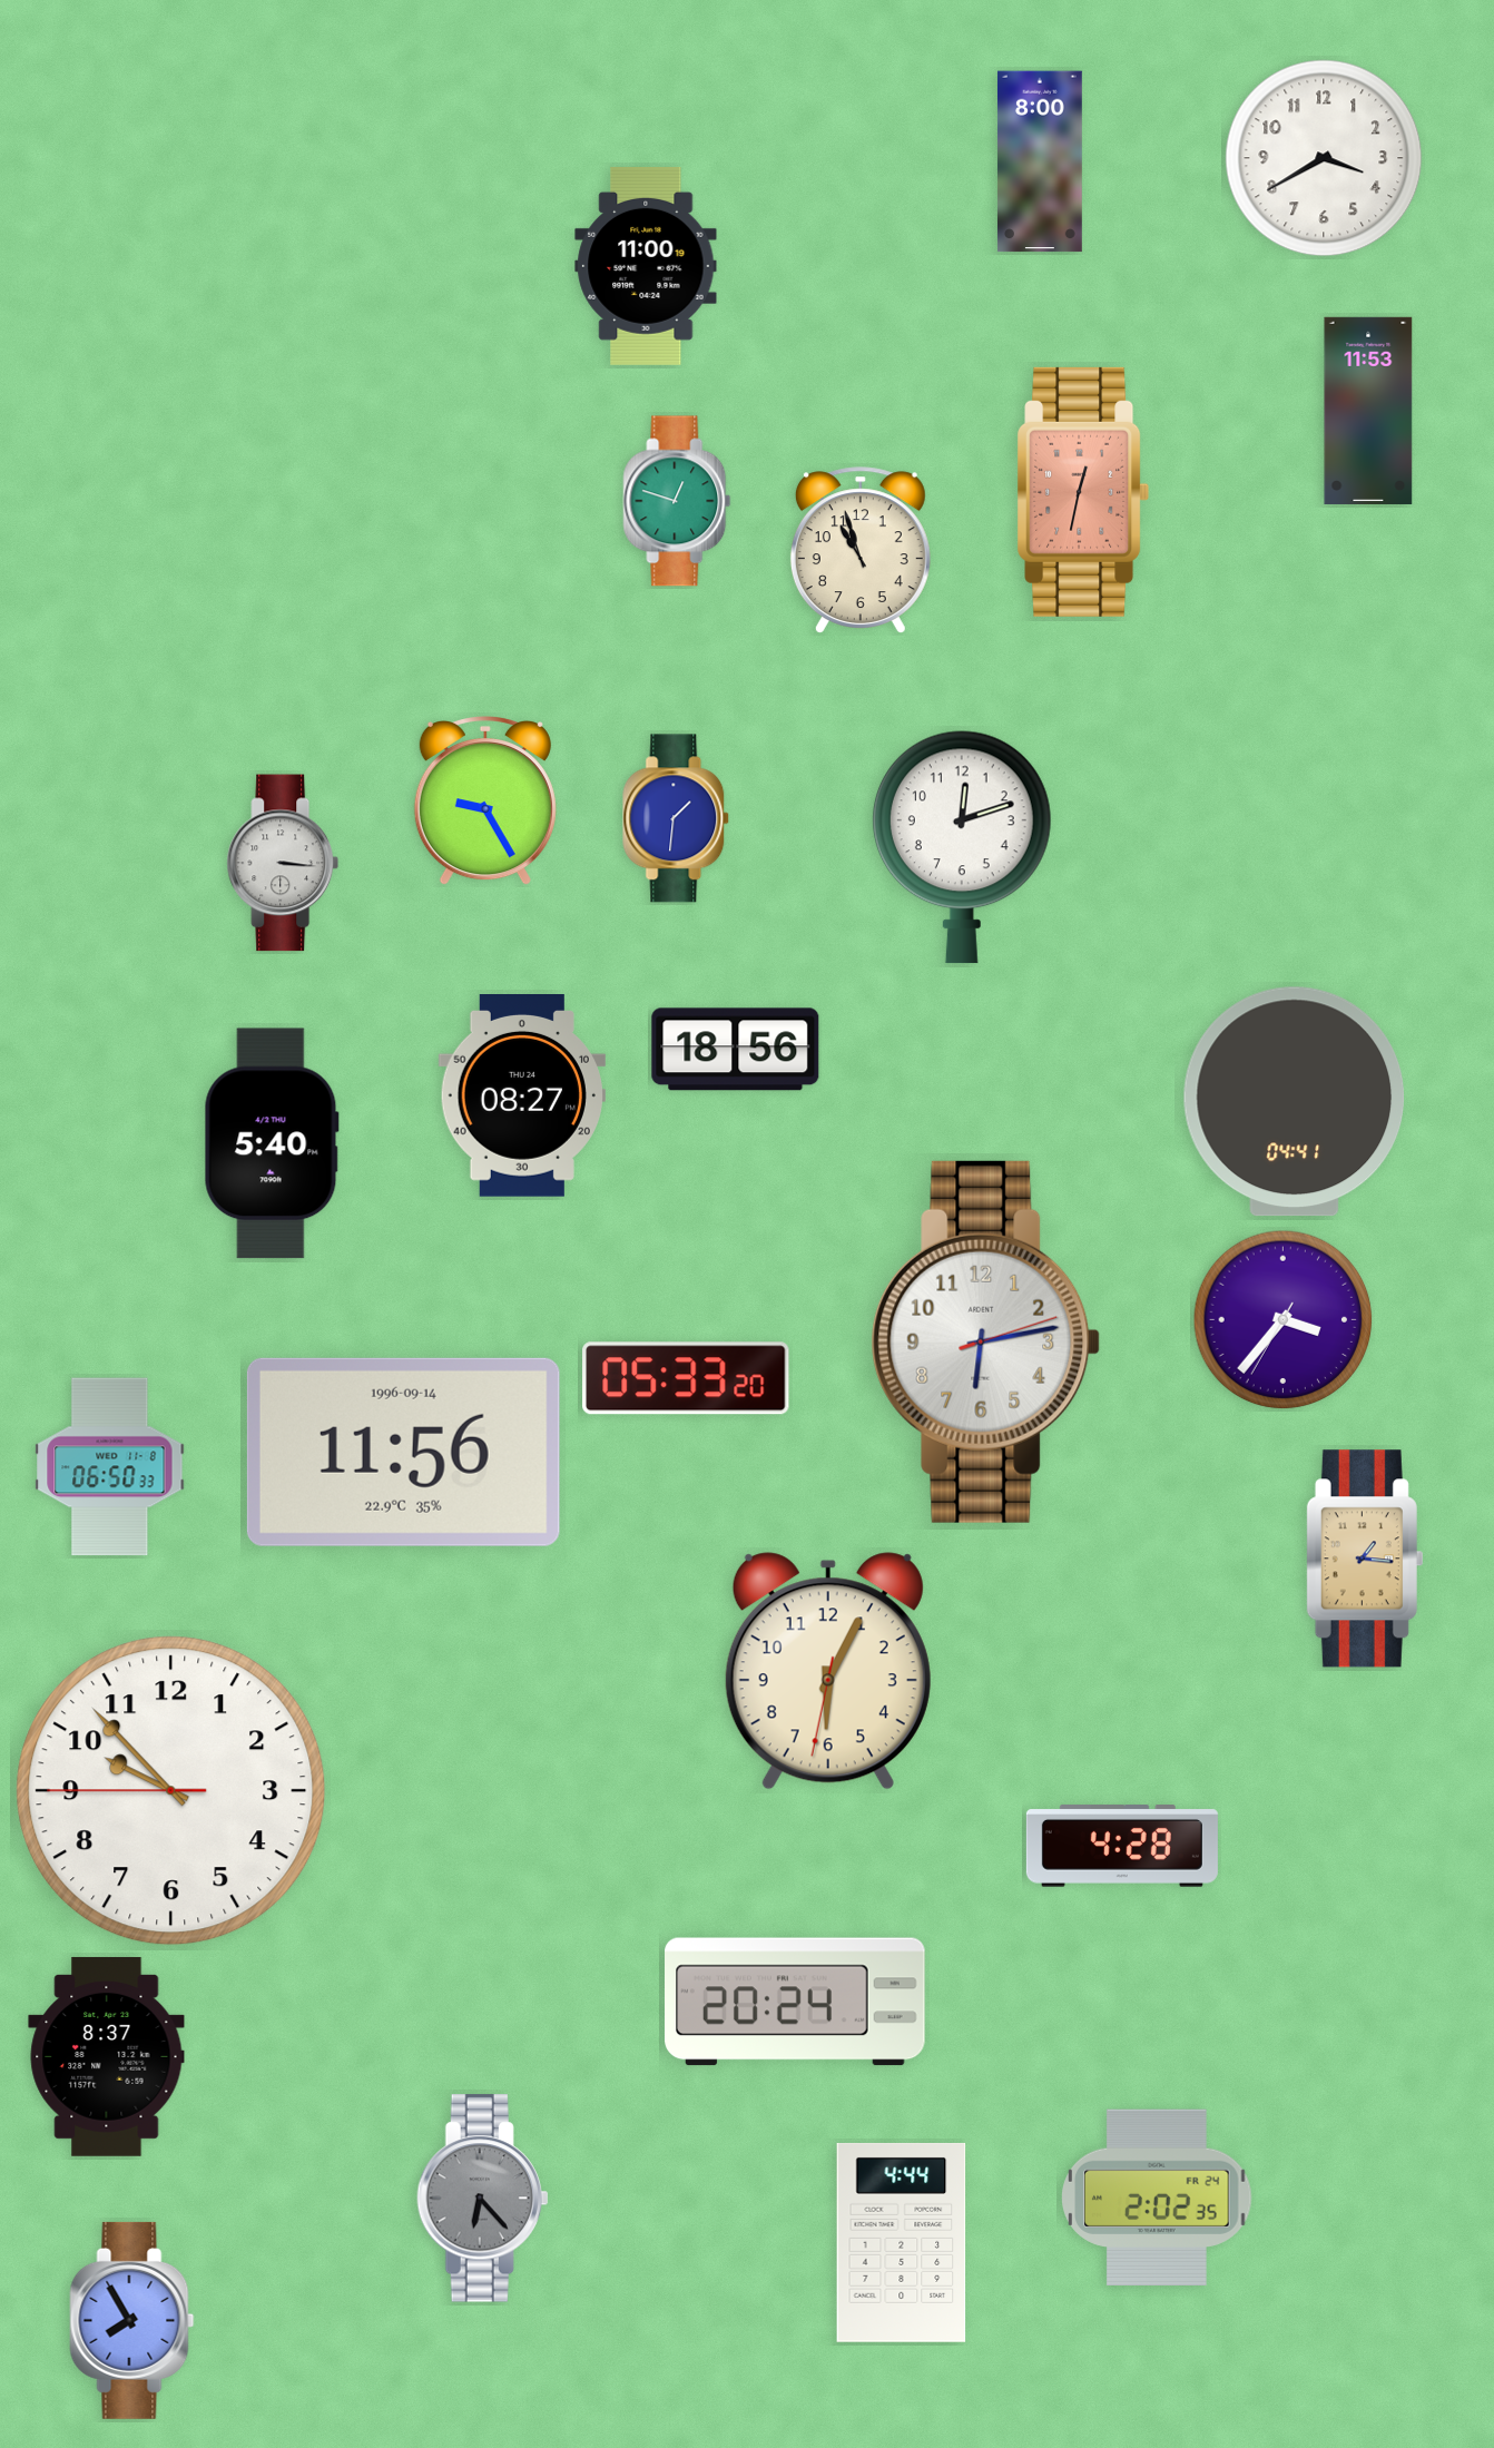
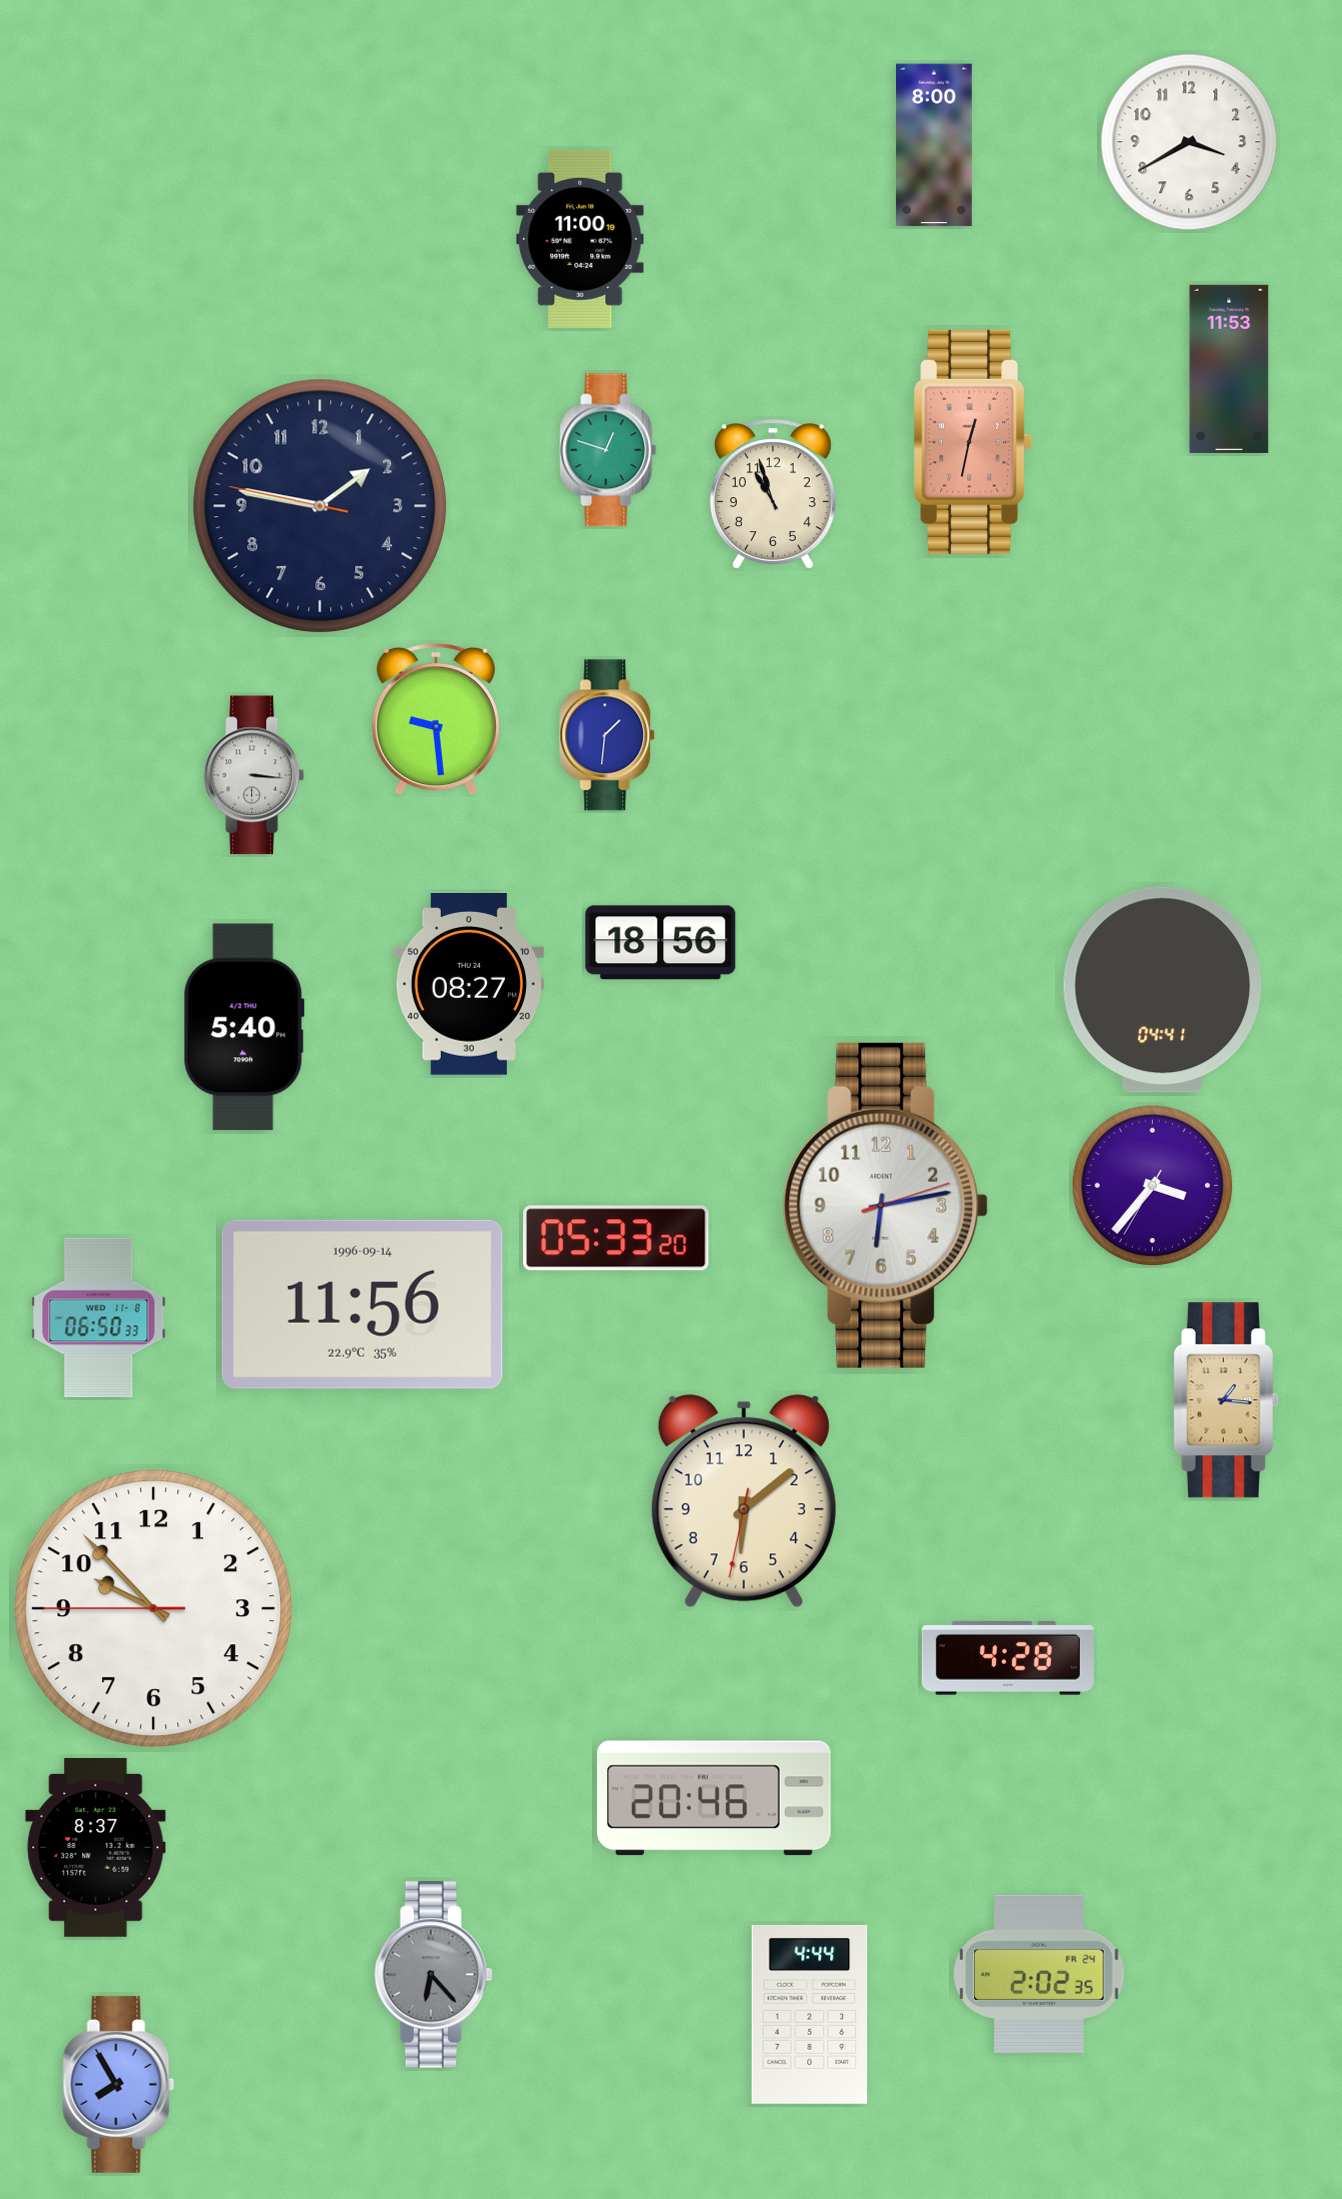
clock at (319, 505): none -> 1:46
clock at (485, 802): 9:25 -> 9:29
clock at (962, 847): 12:12 -> none
clock at (828, 1671): 6:04 -> 6:08
clock at (795, 2002): 20:24 -> 20:46
